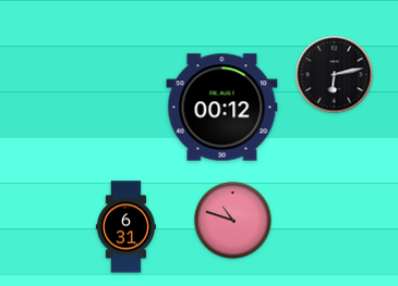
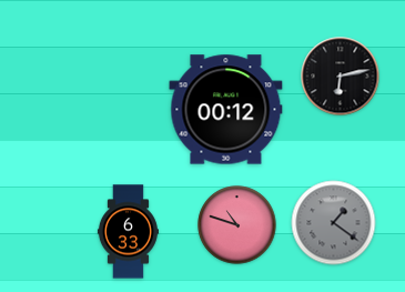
clock at (334, 223): none -> 1:21
clock at (125, 227): 6:31 -> 6:33
